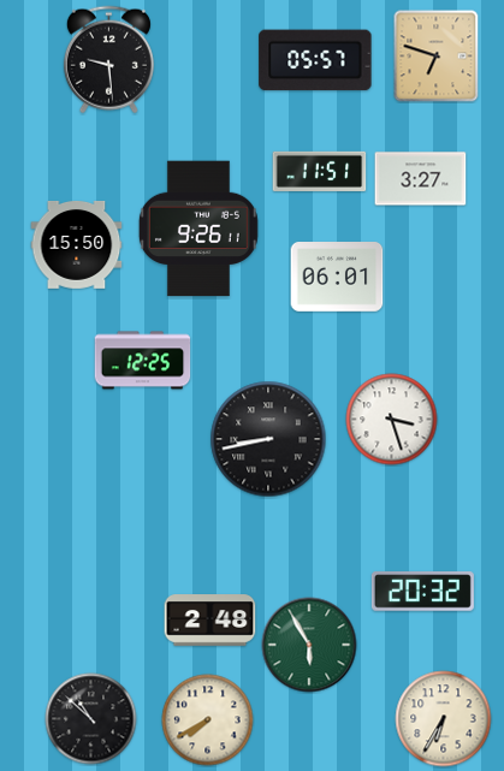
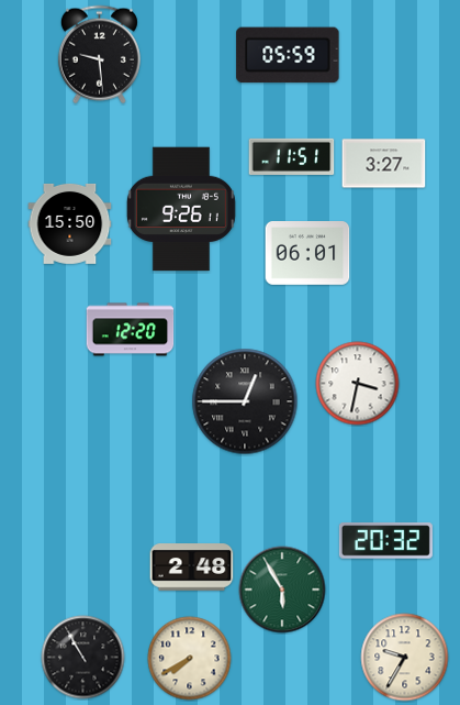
clock at (437, 57): 6:48 -> none
clock at (315, 60): 05:57 -> 05:59
clock at (143, 361): 12:25 -> 12:20
clock at (392, 420): 3:27 -> 3:32
clock at (268, 439): 8:43 -> 12:45
clock at (91, 719): 10:52 -> 10:55
clock at (444, 719): 6:35 -> 9:35
